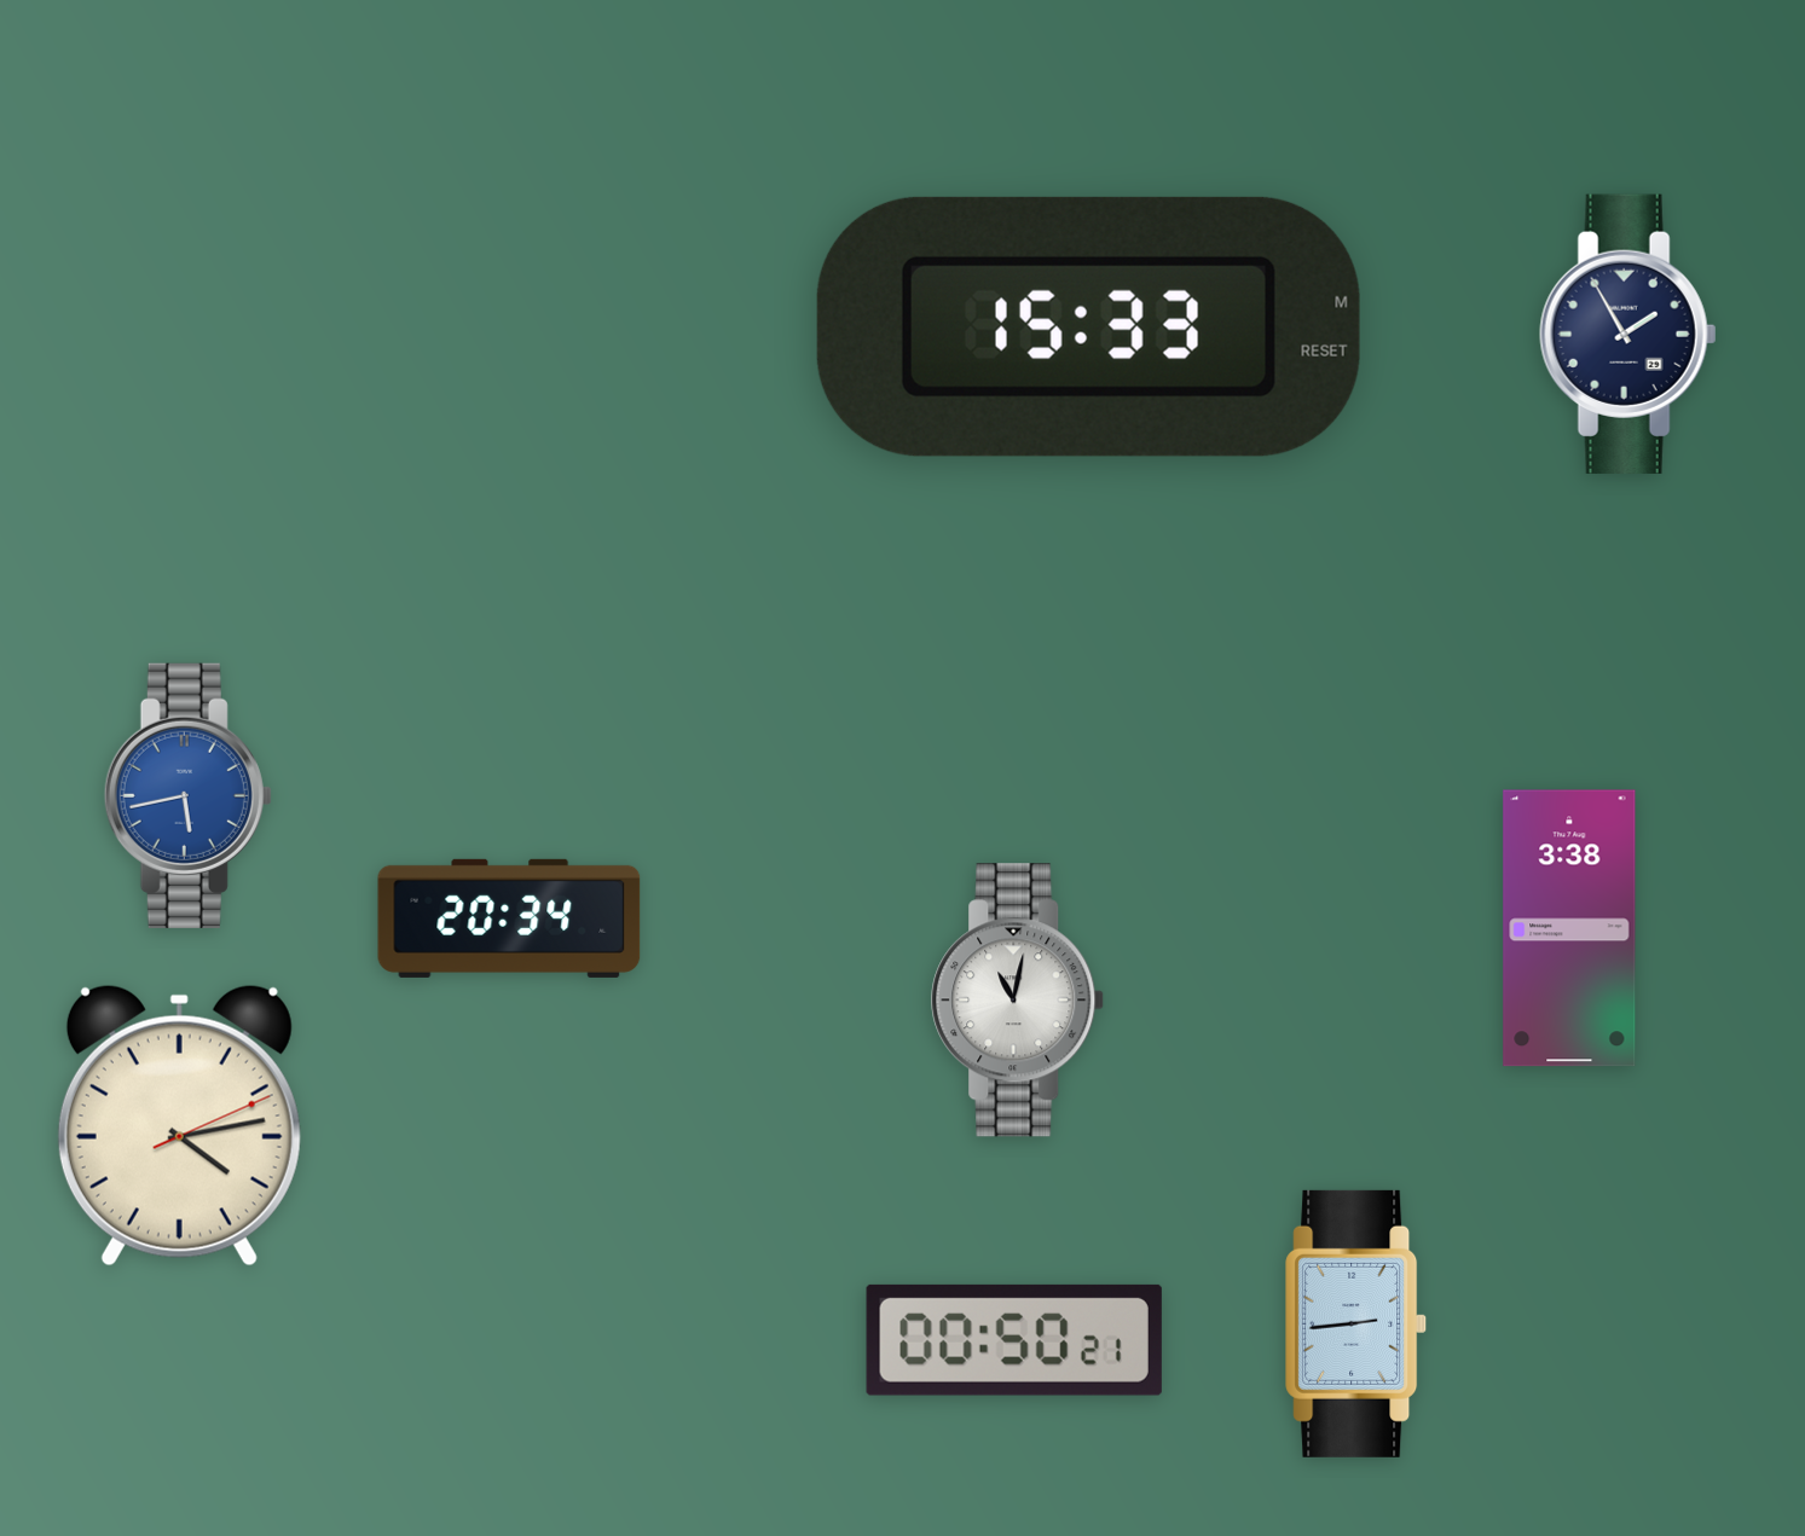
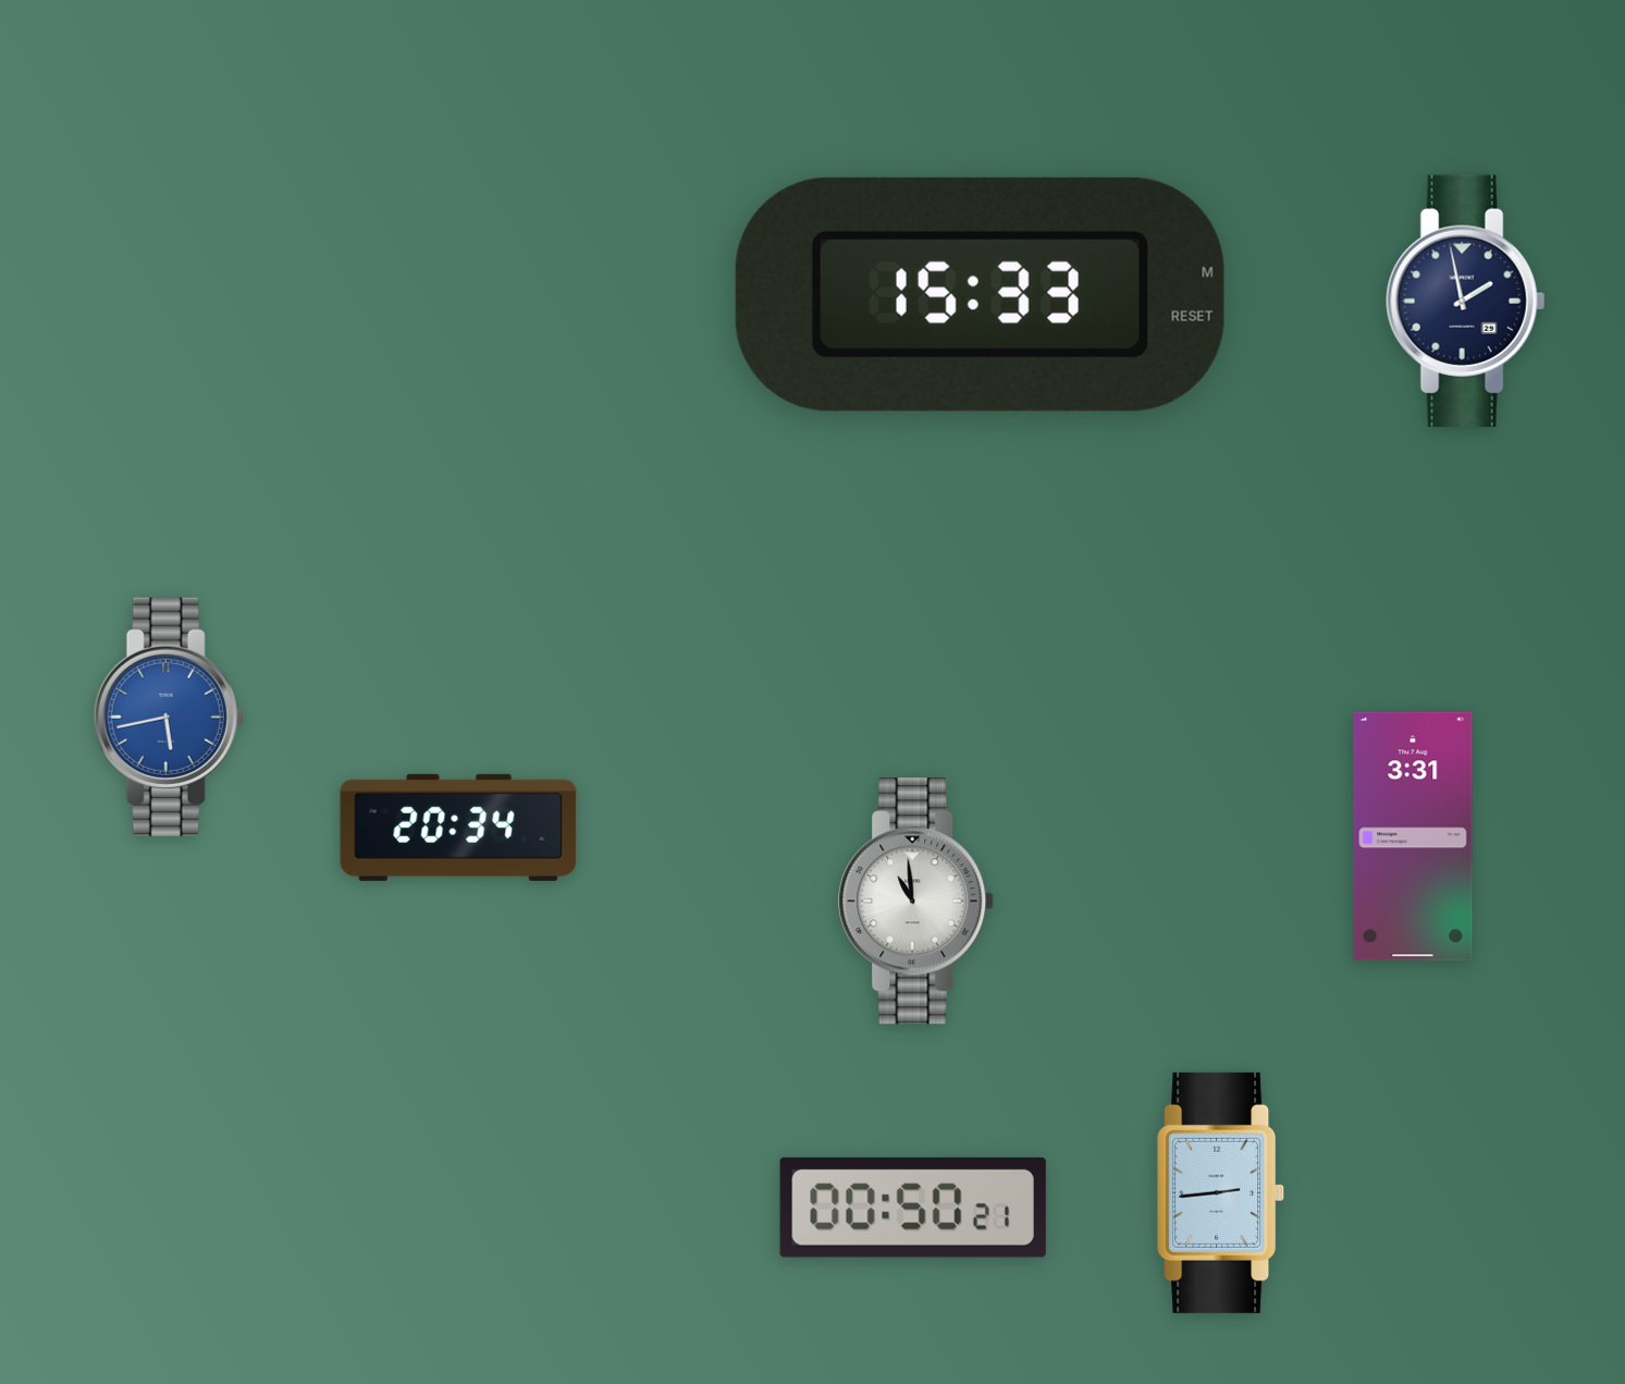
clock at (1628, 334): 1:55 -> 1:58
clock at (1569, 928): 3:38 -> 3:31
clock at (1018, 1001): 11:02 -> 10:59
clock at (179, 1125): 4:13 -> none
